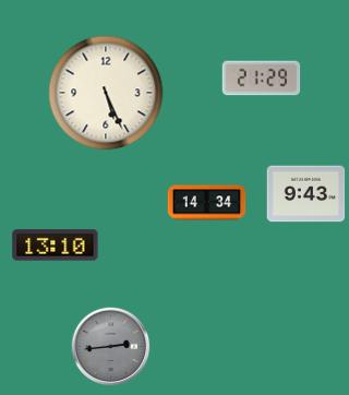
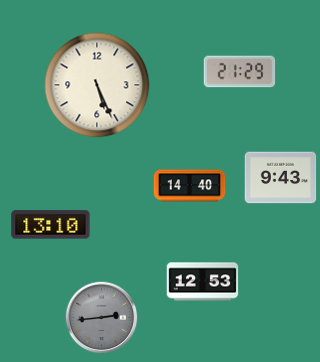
clock at (207, 203): 14:34 -> 14:40
clock at (203, 282): none -> 12:53
